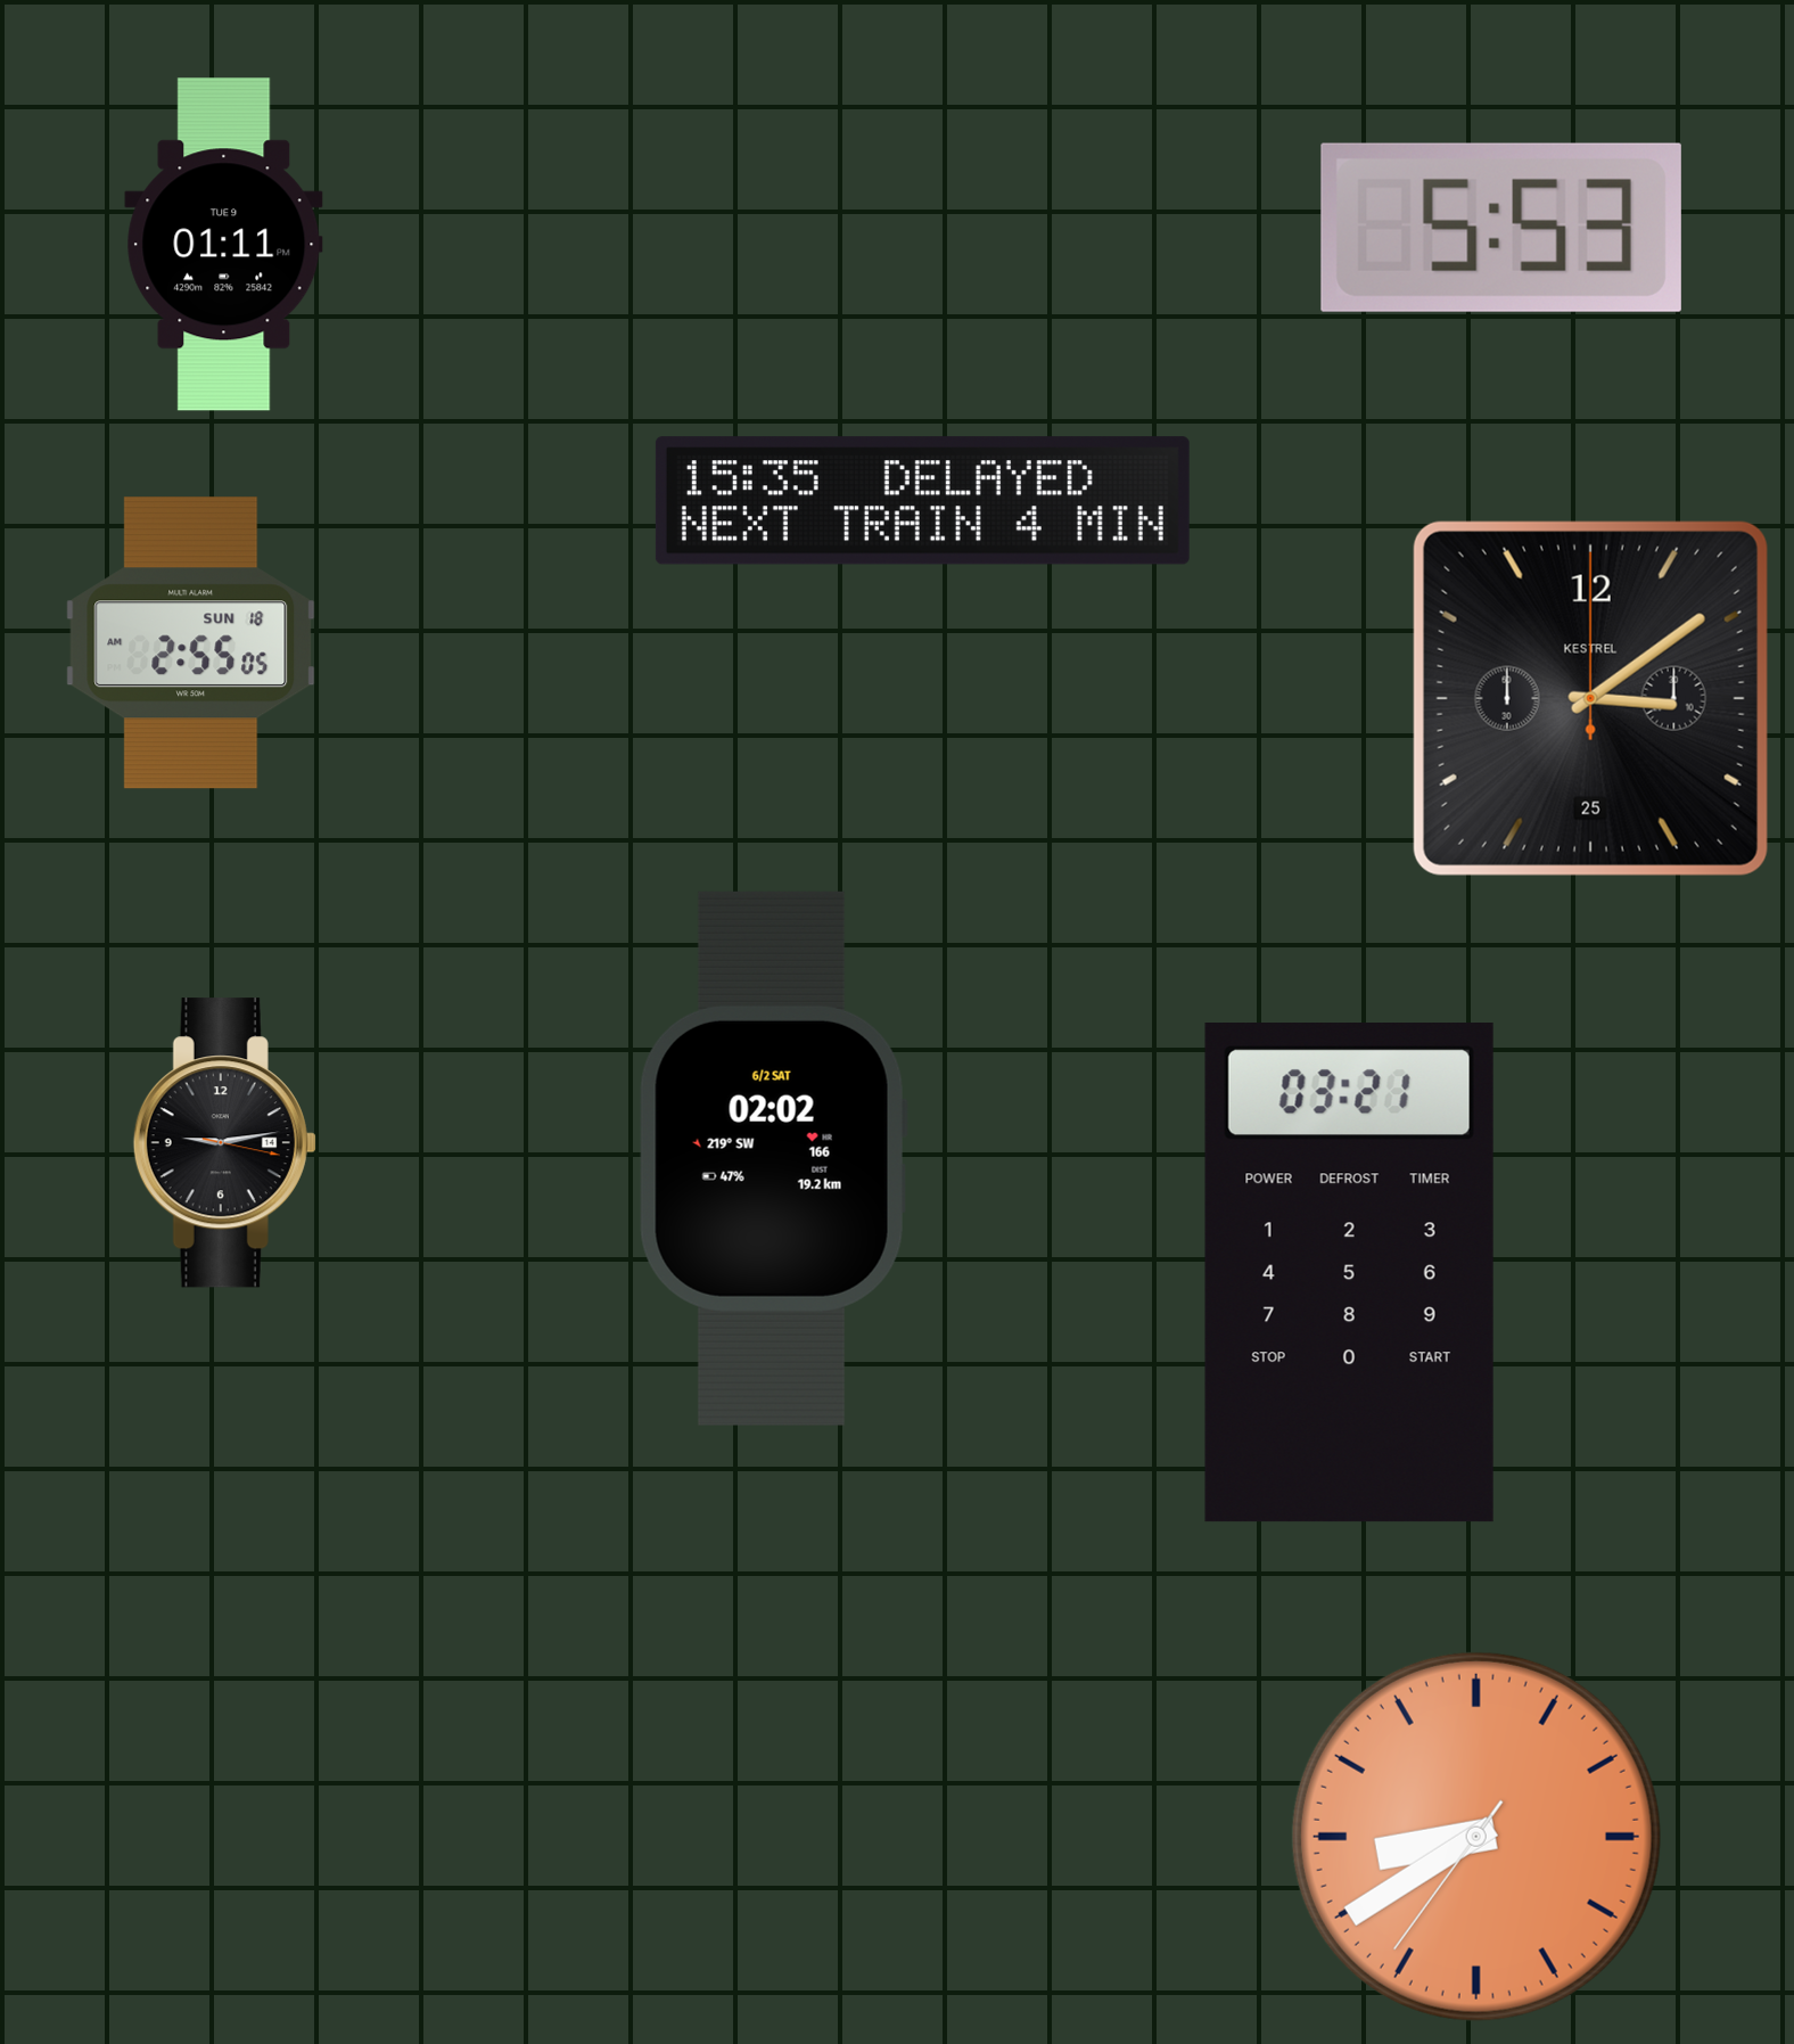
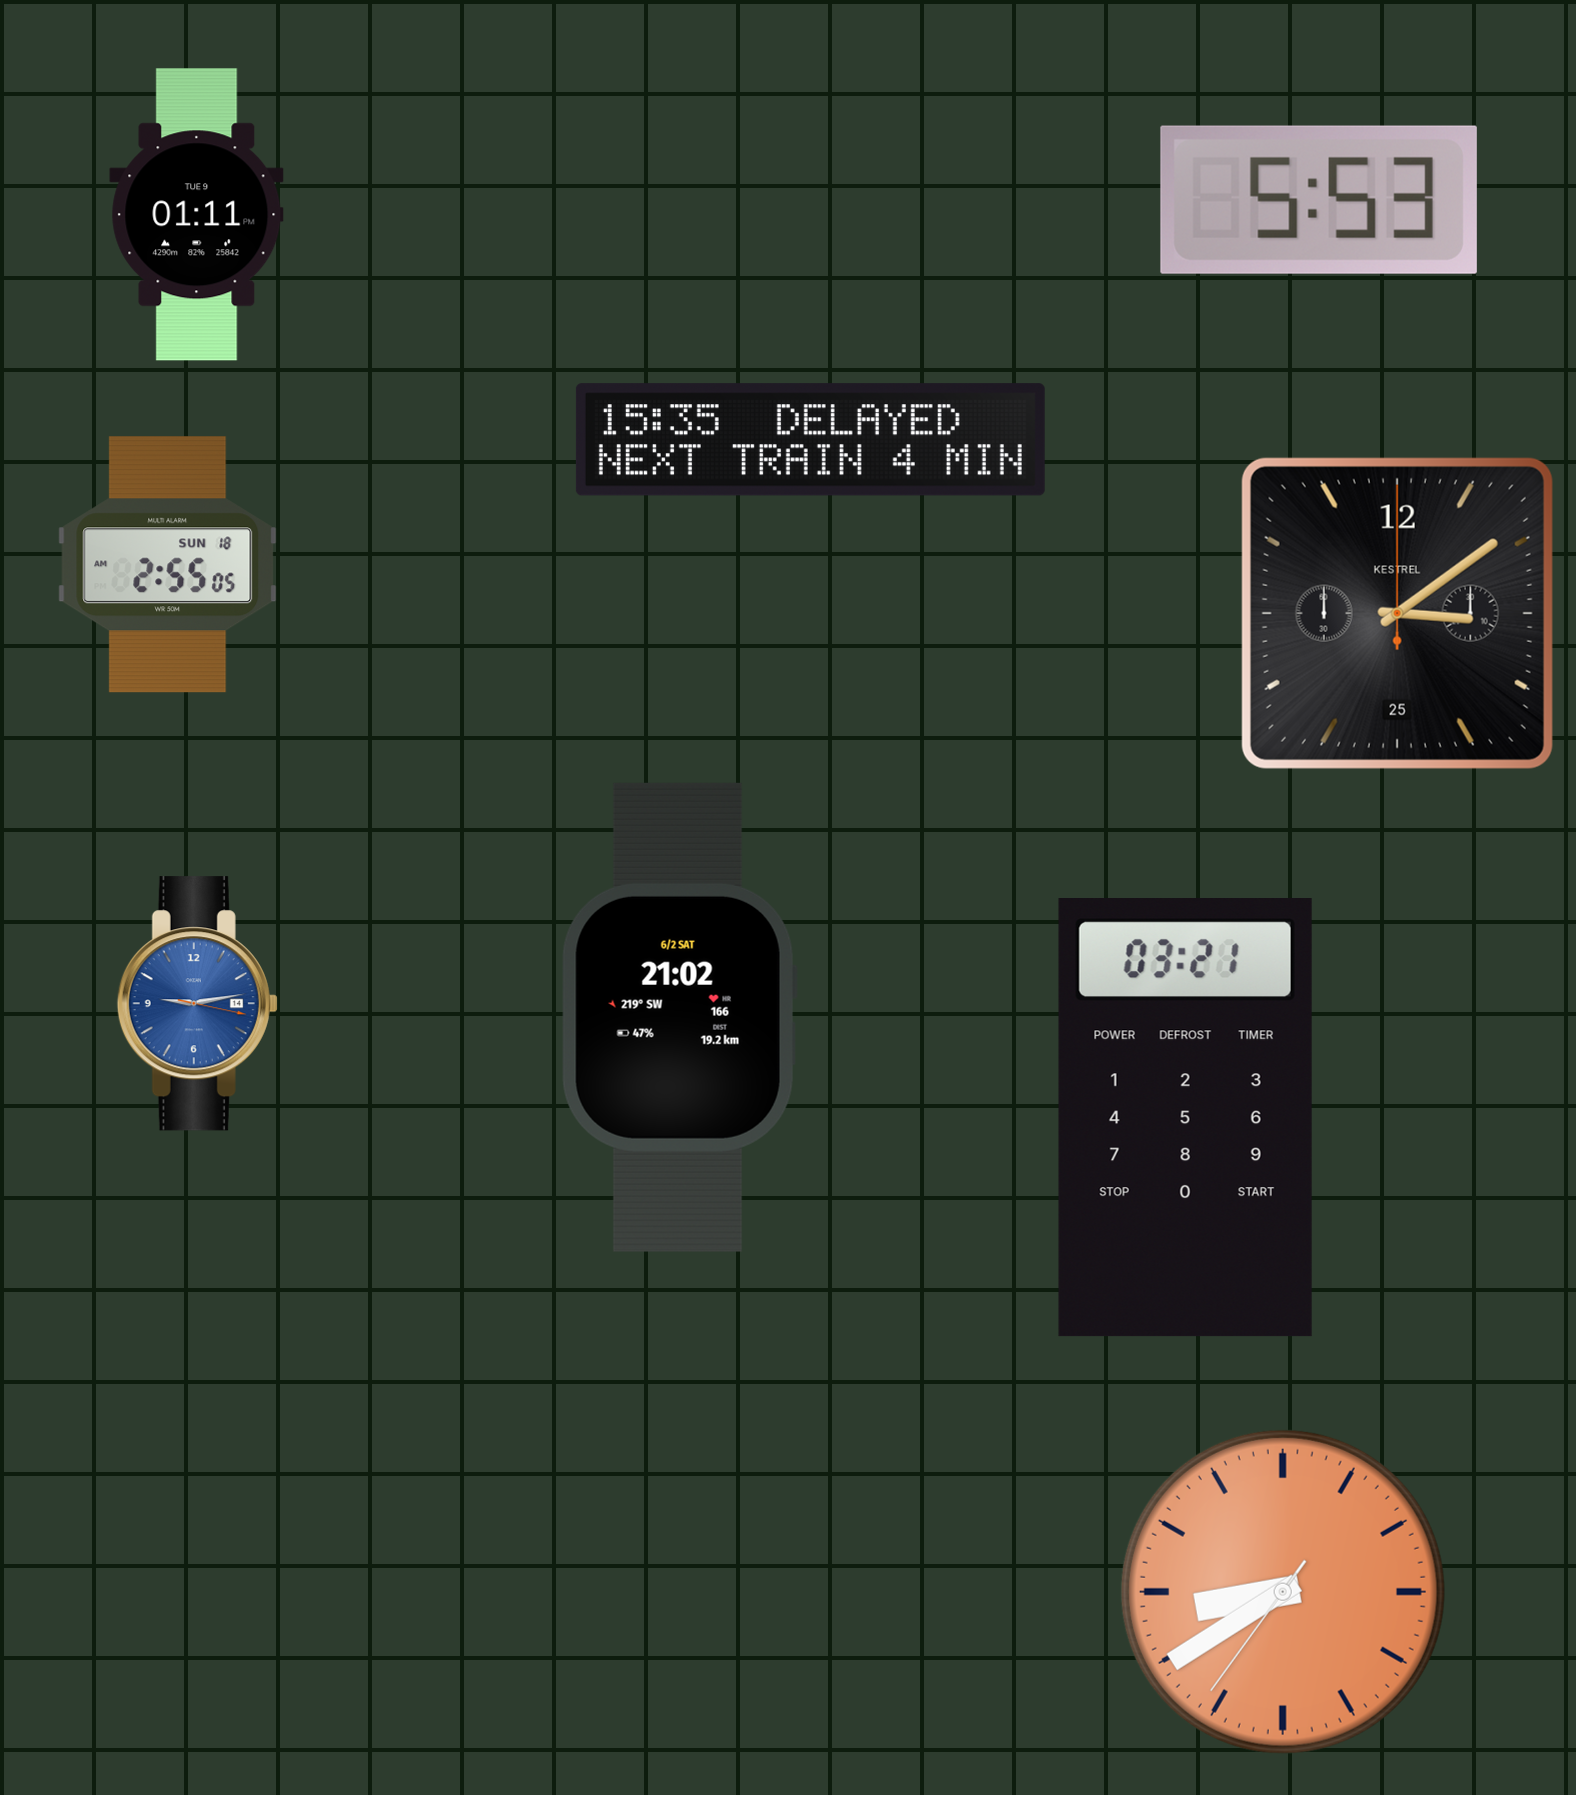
clock at (224, 1143) dial: black -> blue
clock at (773, 1158): 02:02 -> 21:02
clock at (1476, 1837) position: (1476, 1837) -> (1283, 1592)
